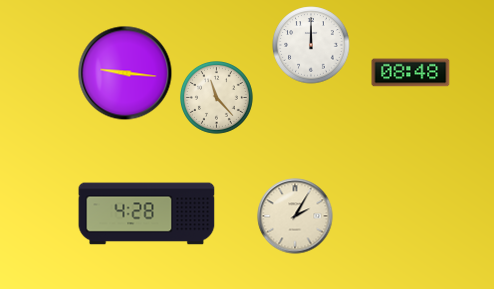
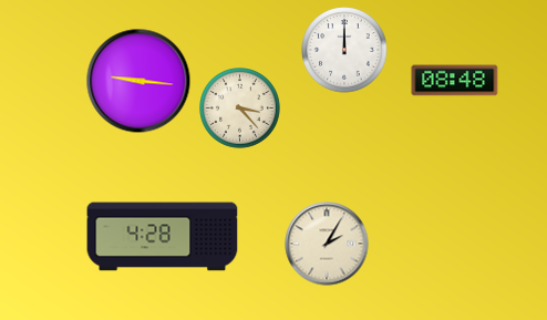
clock at (217, 98): 11:23 -> 3:23
clock at (295, 216) position: (295, 216) -> (327, 244)
